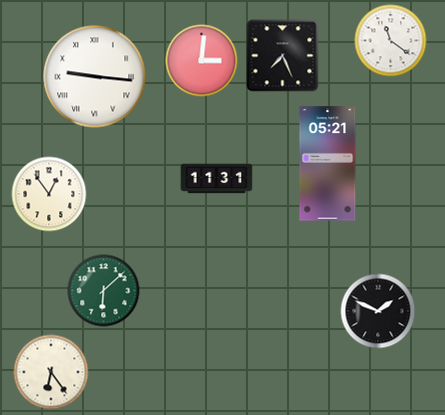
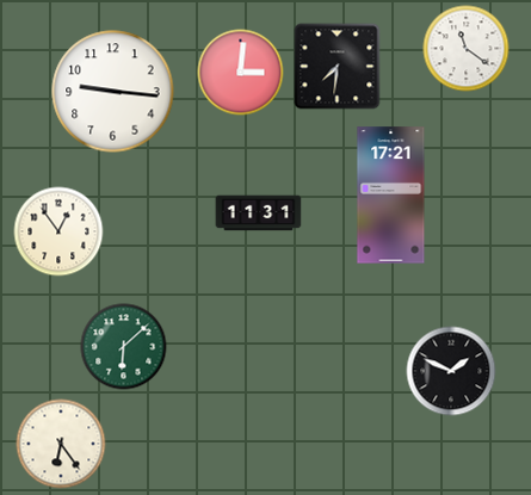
clock at (283, 56): 7:26 -> 7:31
clock at (95, 77) numerals: Roman -> Arabic
clock at (328, 164): 05:21 -> 17:21
